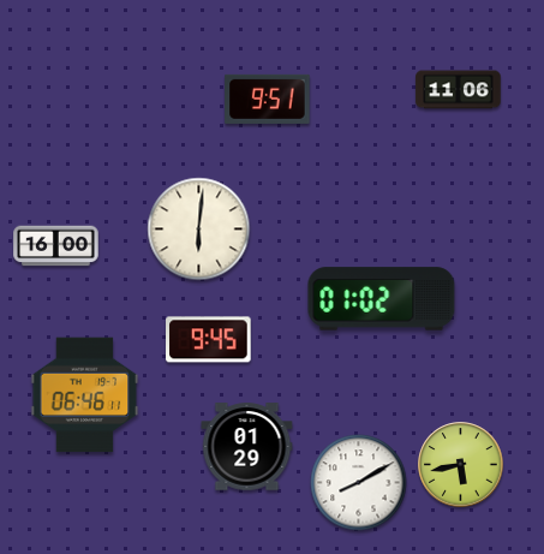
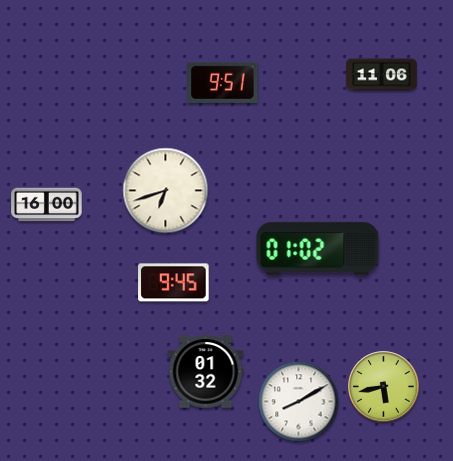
clock at (199, 230): 6:01 -> 6:42
clock at (85, 395): 06:46 -> none
clock at (247, 447): 01:29 -> 01:32
